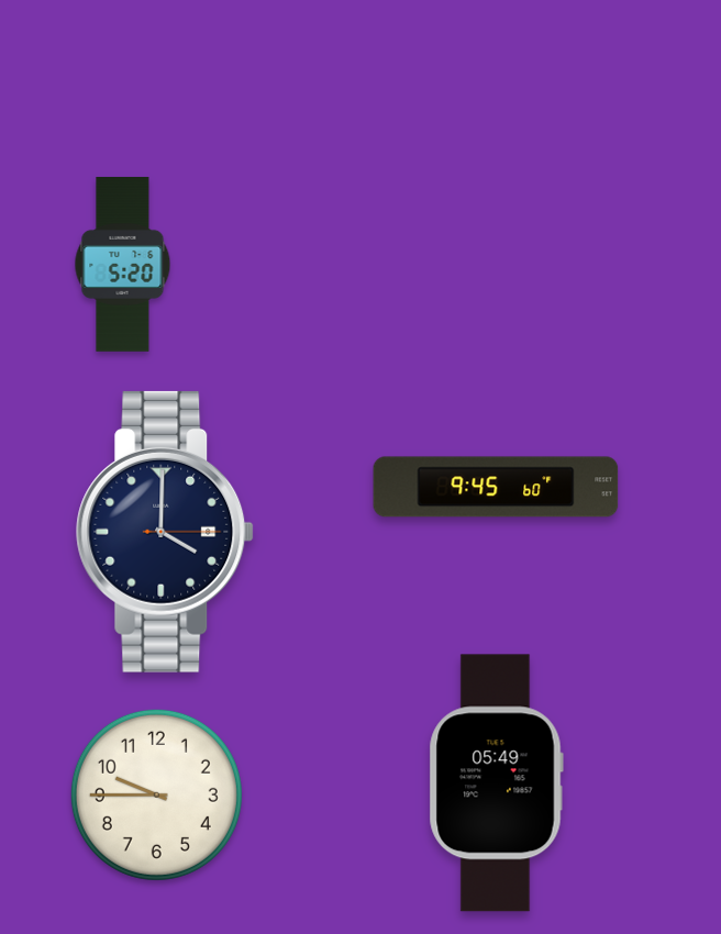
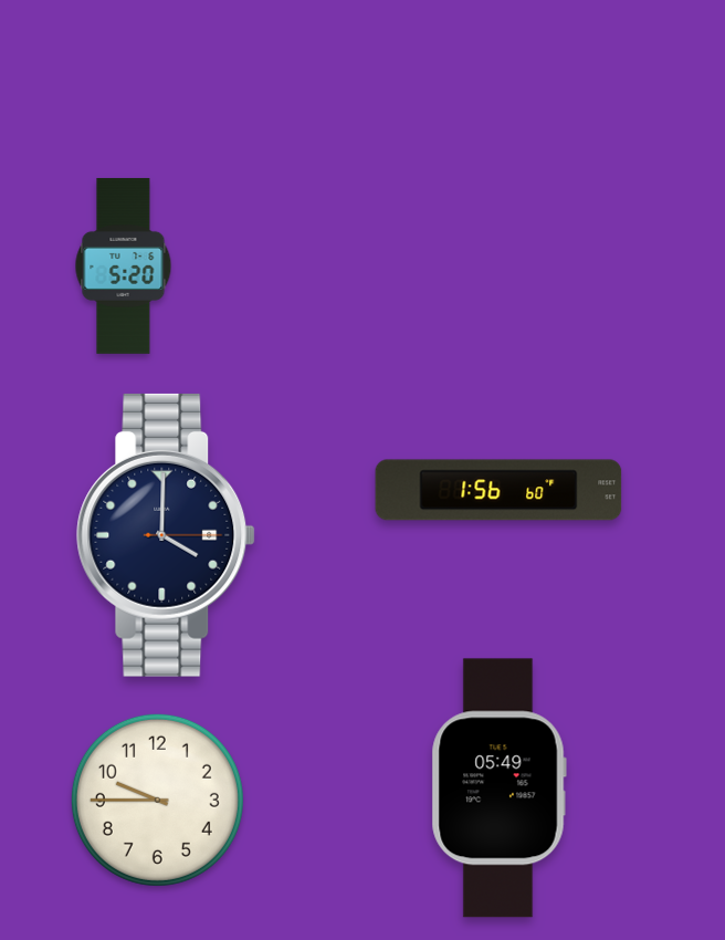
clock at (496, 487): 9:45 -> 1:56
